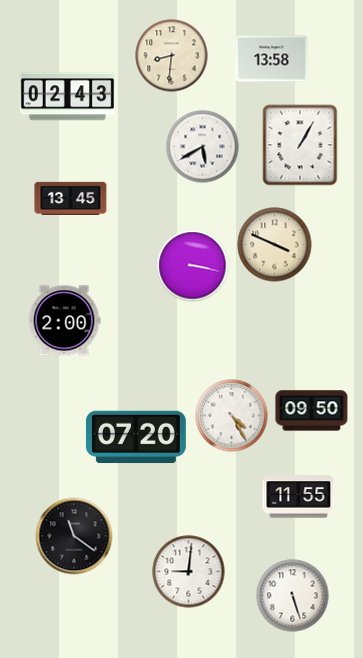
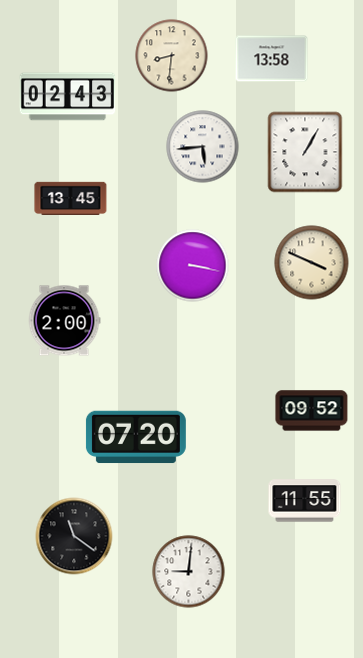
clock at (300, 145) position: (300, 145) -> (305, 152)
clock at (203, 147): 5:40 -> 5:44
clock at (275, 245) position: (275, 245) -> (312, 263)
clock at (312, 411): 09:50 -> 09:52
clock at (232, 416): 4:25 -> none
clock at (299, 497) position: (299, 497) -> (305, 501)
clock at (293, 596): 5:27 -> none
